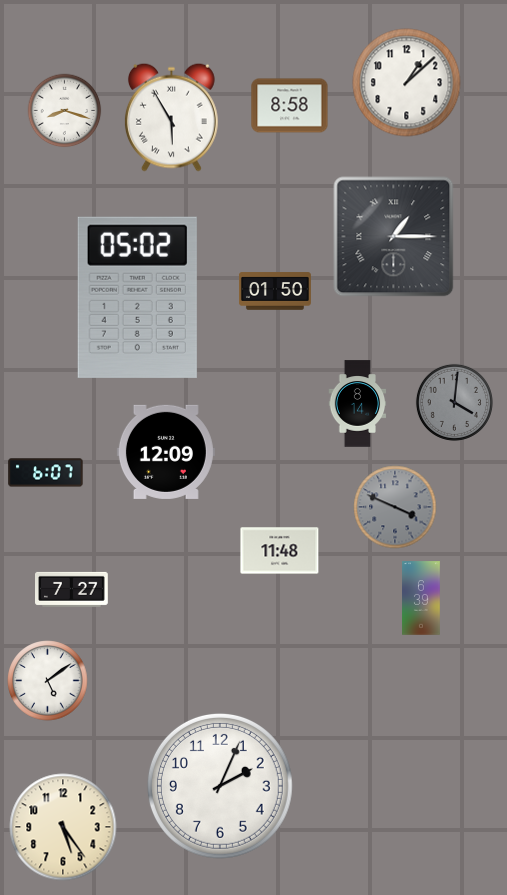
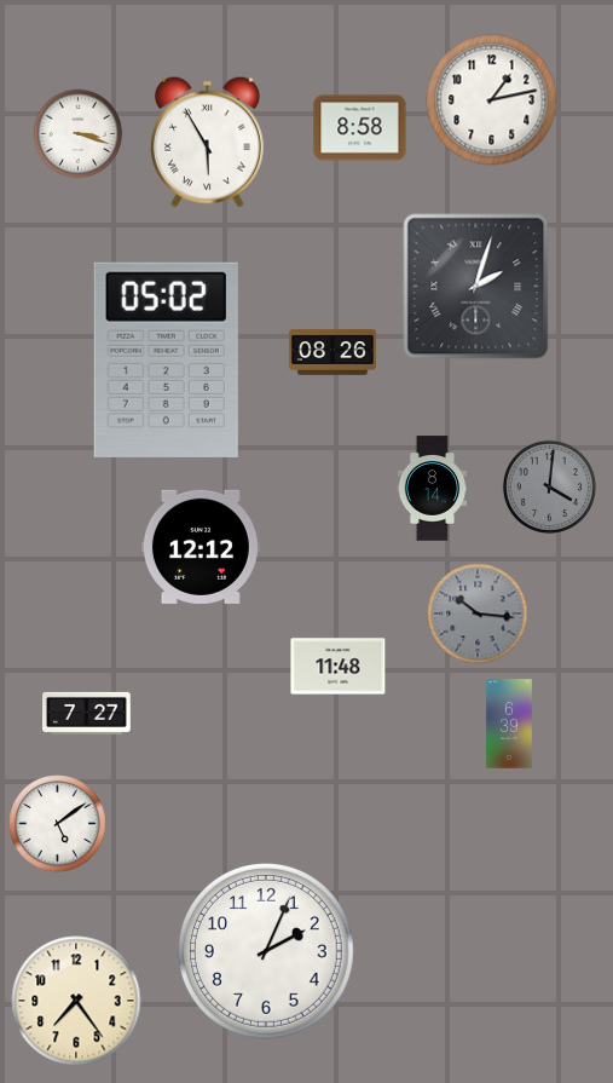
clock at (407, 83): 1:08 -> 1:13
clock at (290, 106) position: (290, 106) -> (360, 128)
clock at (65, 111): 8:18 -> 3:18
clock at (394, 237): 1:15 -> 2:03
clock at (275, 291): 01:50 -> 08:26
clock at (166, 452): 12:09 -> 12:12
clock at (46, 473): 6:07 -> none
clock at (395, 507): 3:49 -> 10:16
clock at (63, 827): 5:24 -> 7:24
